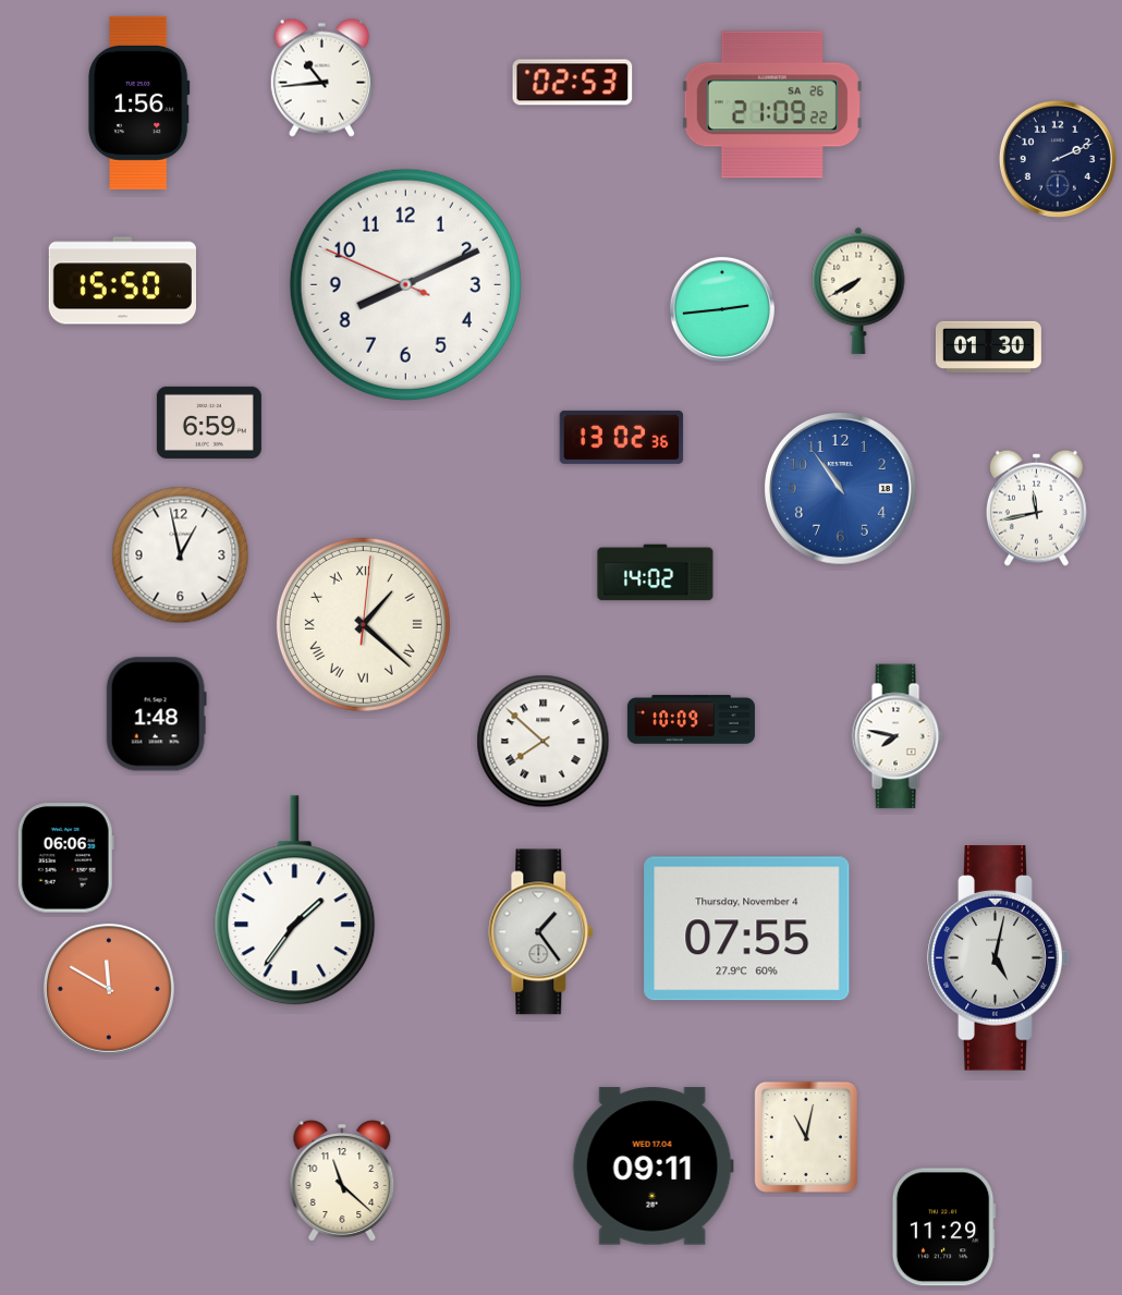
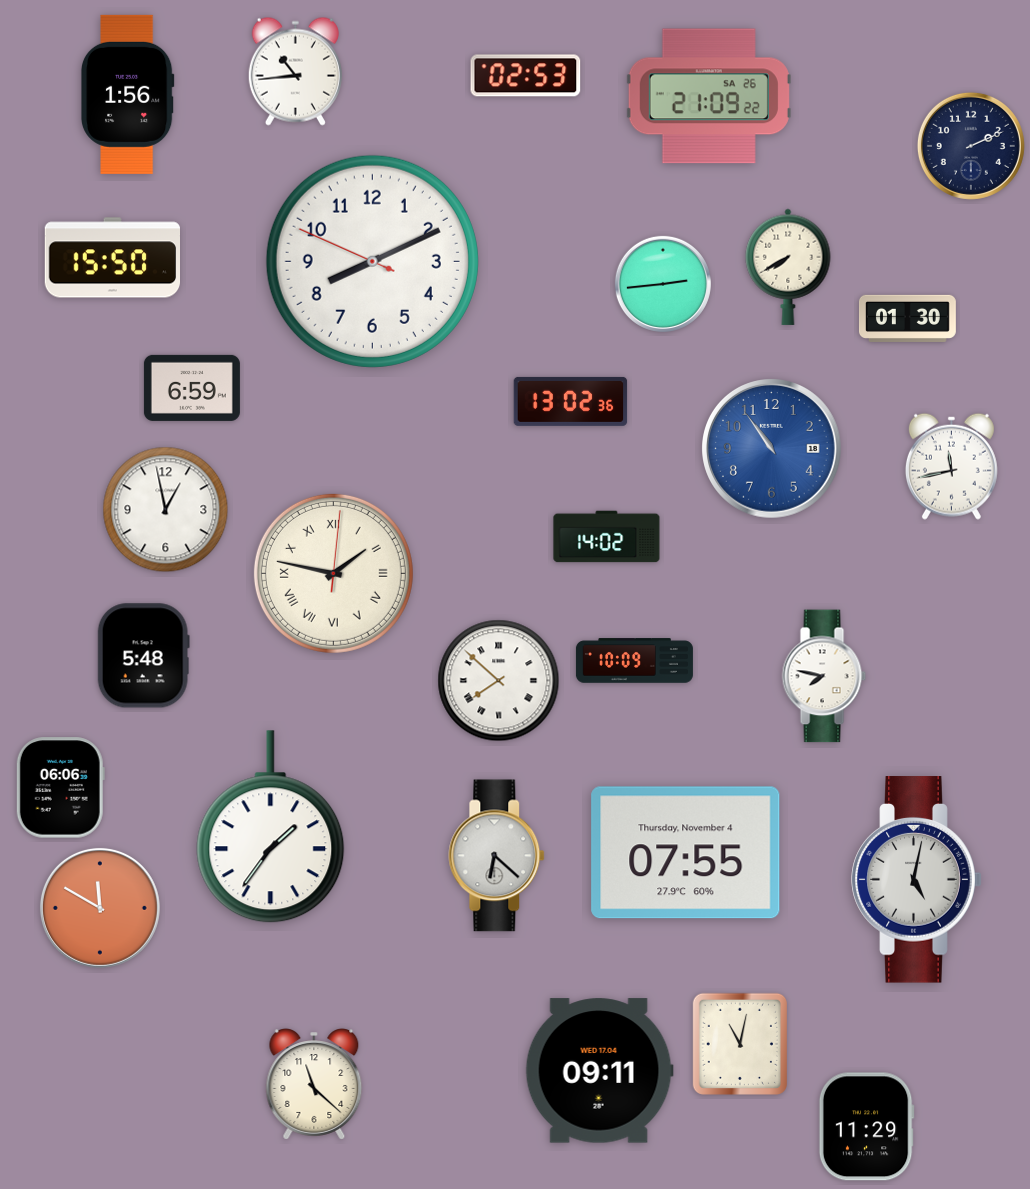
clock at (656, 573) position: (656, 573) -> (607, 537)
clock at (363, 624): 1:22 -> 1:47
clock at (156, 714): 1:48 -> 5:48
clock at (541, 932): 1:24 -> 6:22
